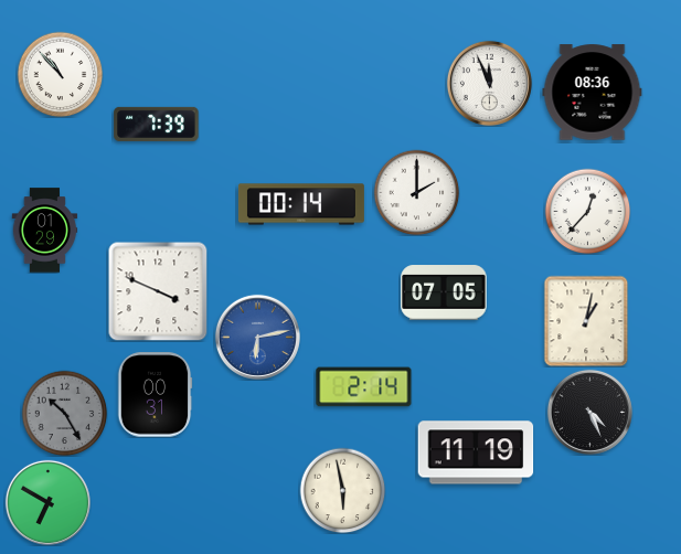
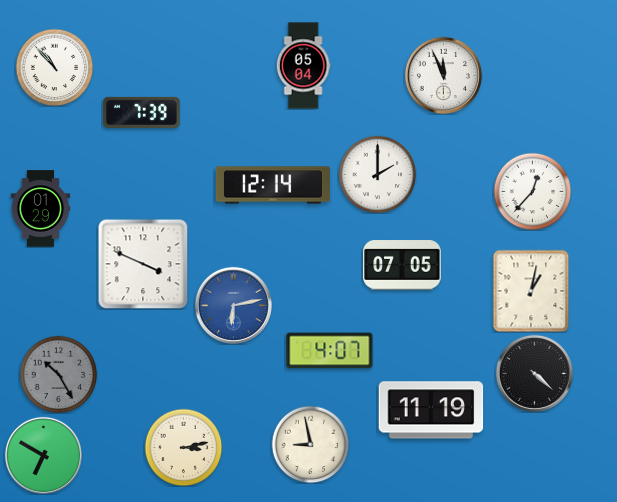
clock at (303, 66): none -> 05:04
clock at (593, 93): 08:36 -> none
clock at (301, 204): 00:14 -> 12:14
clock at (364, 387): 2:14 -> 4:07
clock at (155, 395): 00:31 -> none
clock at (589, 412): 4:26 -> 4:22
clock at (342, 490): 5:58 -> 8:58
clock at (183, 447): none -> 3:13
